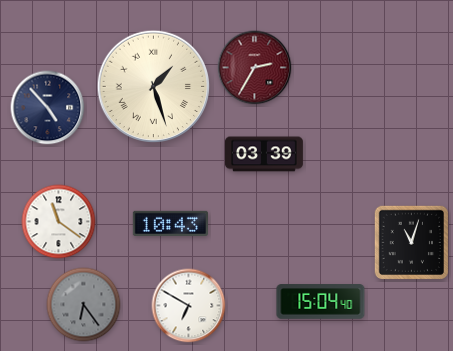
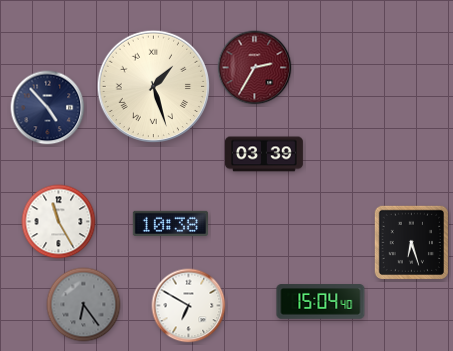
clock at (59, 222): 11:21 -> 11:25
clock at (170, 223): 10:43 -> 10:38
clock at (411, 242): 11:03 -> 6:27
